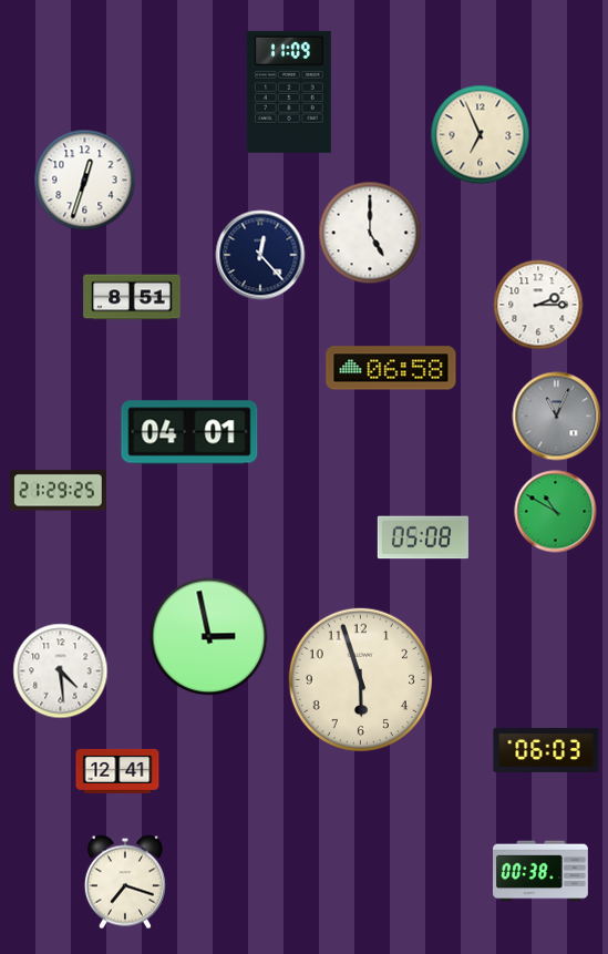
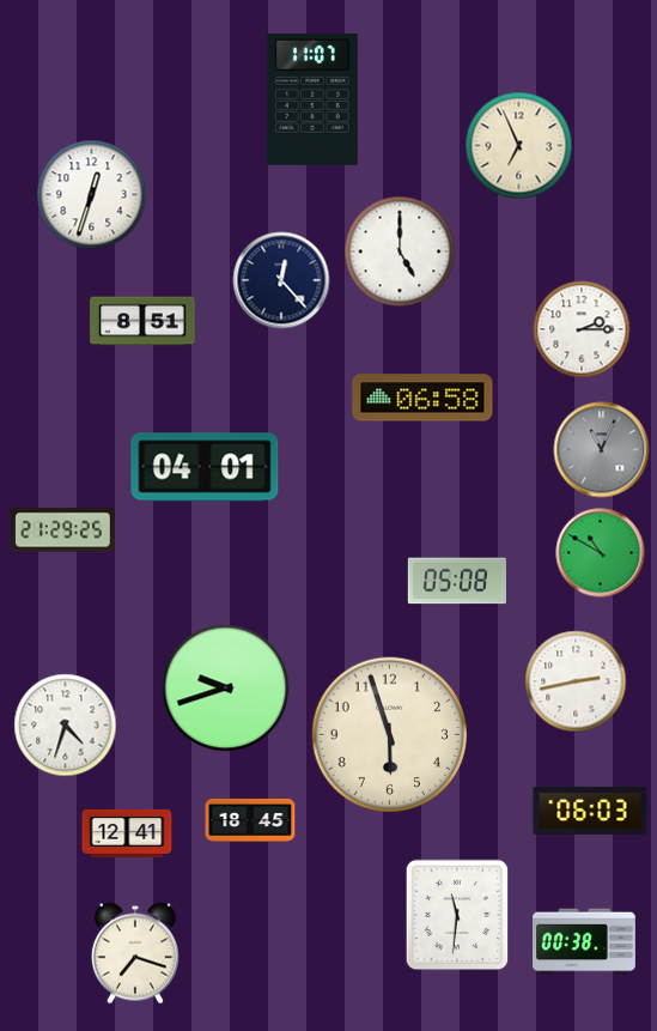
clock at (289, 92): 11:09 -> 11:07
clock at (260, 255) position: (260, 255) -> (281, 280)
clock at (576, 681): none -> 2:43
clock at (209, 637): 2:58 -> 9:42
clock at (61, 671): 4:29 -> 4:33
clock at (250, 820): none -> 18:45
clock at (457, 915): none -> 11:31
